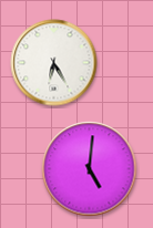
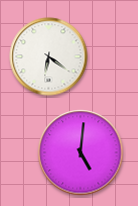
clock at (54, 63): 6:25 -> 6:21
